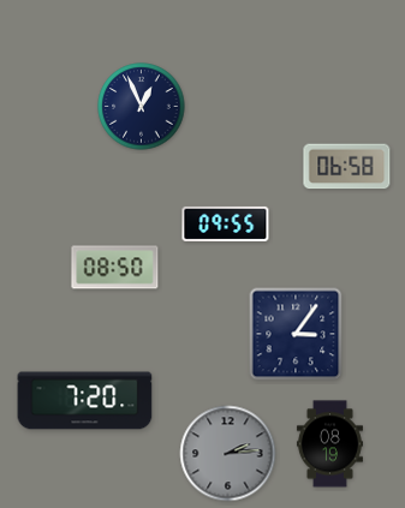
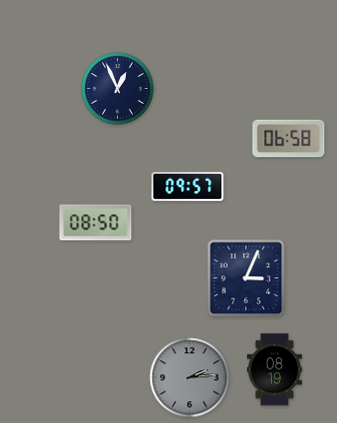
clock at (226, 223): 09:55 -> 09:57
clock at (296, 334): 3:06 -> 3:04
clock at (85, 401): 7:20 -> none
